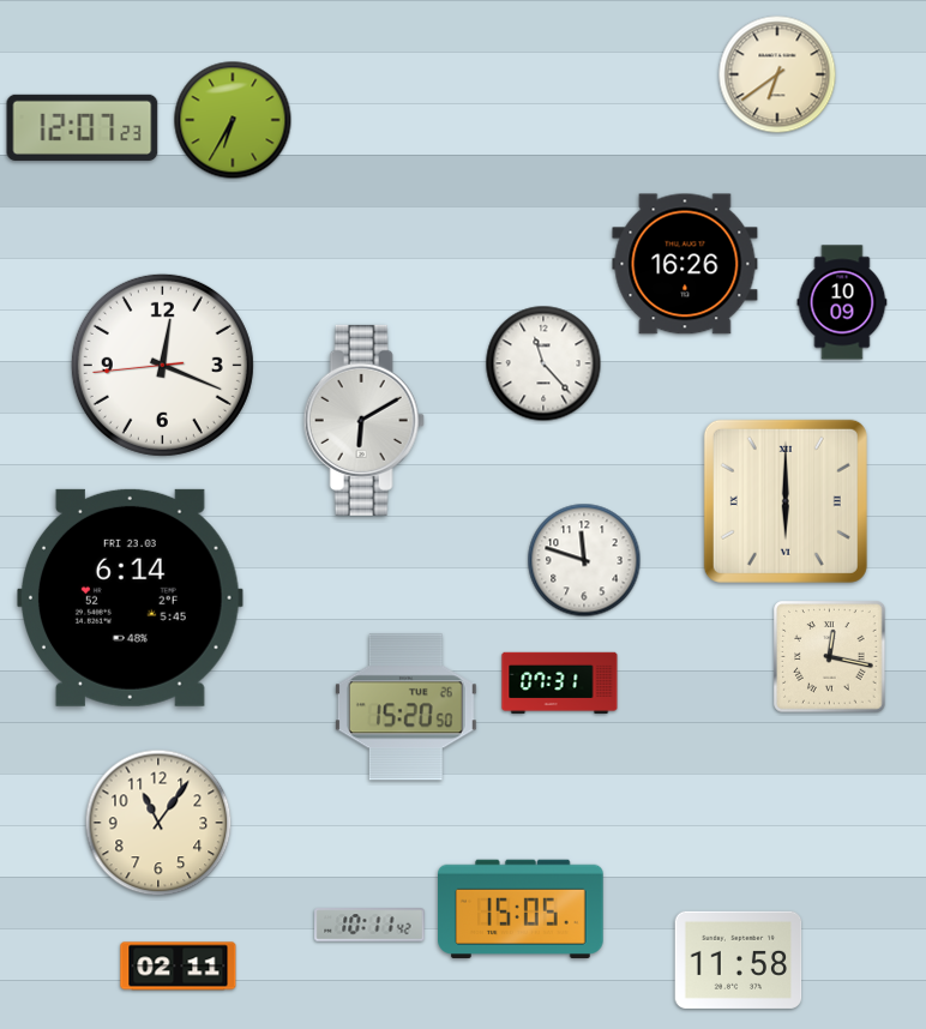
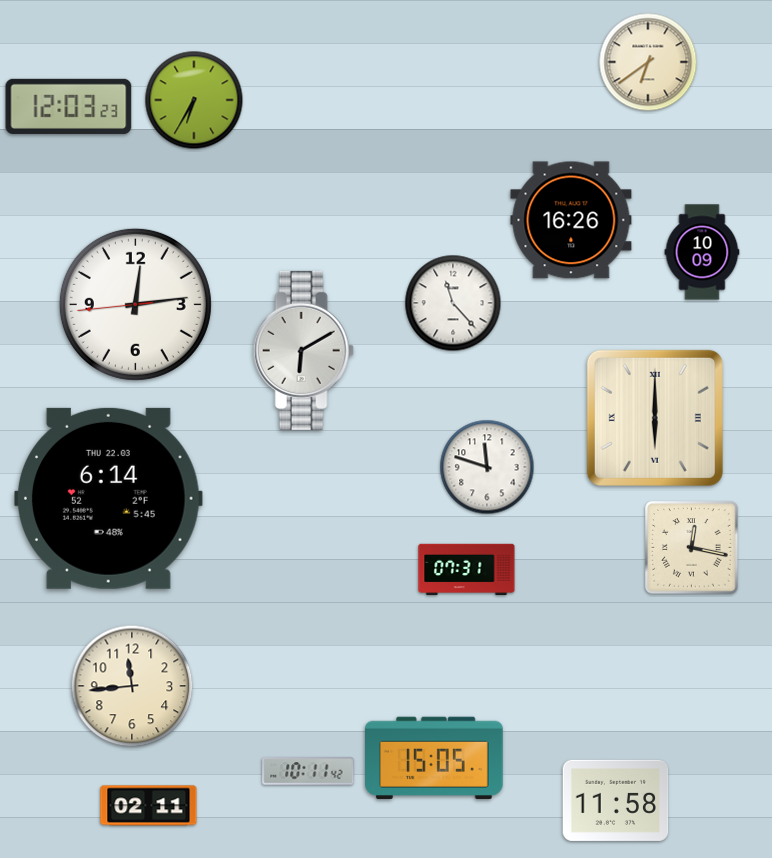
clock at (83, 127): 12:07 -> 12:03
clock at (162, 365): 12:18 -> 12:13
clock at (131, 597) date: FRI 23.03 -> THU 22.03
clock at (405, 708): 15:20 -> none
clock at (158, 823): 11:06 -> 11:44
